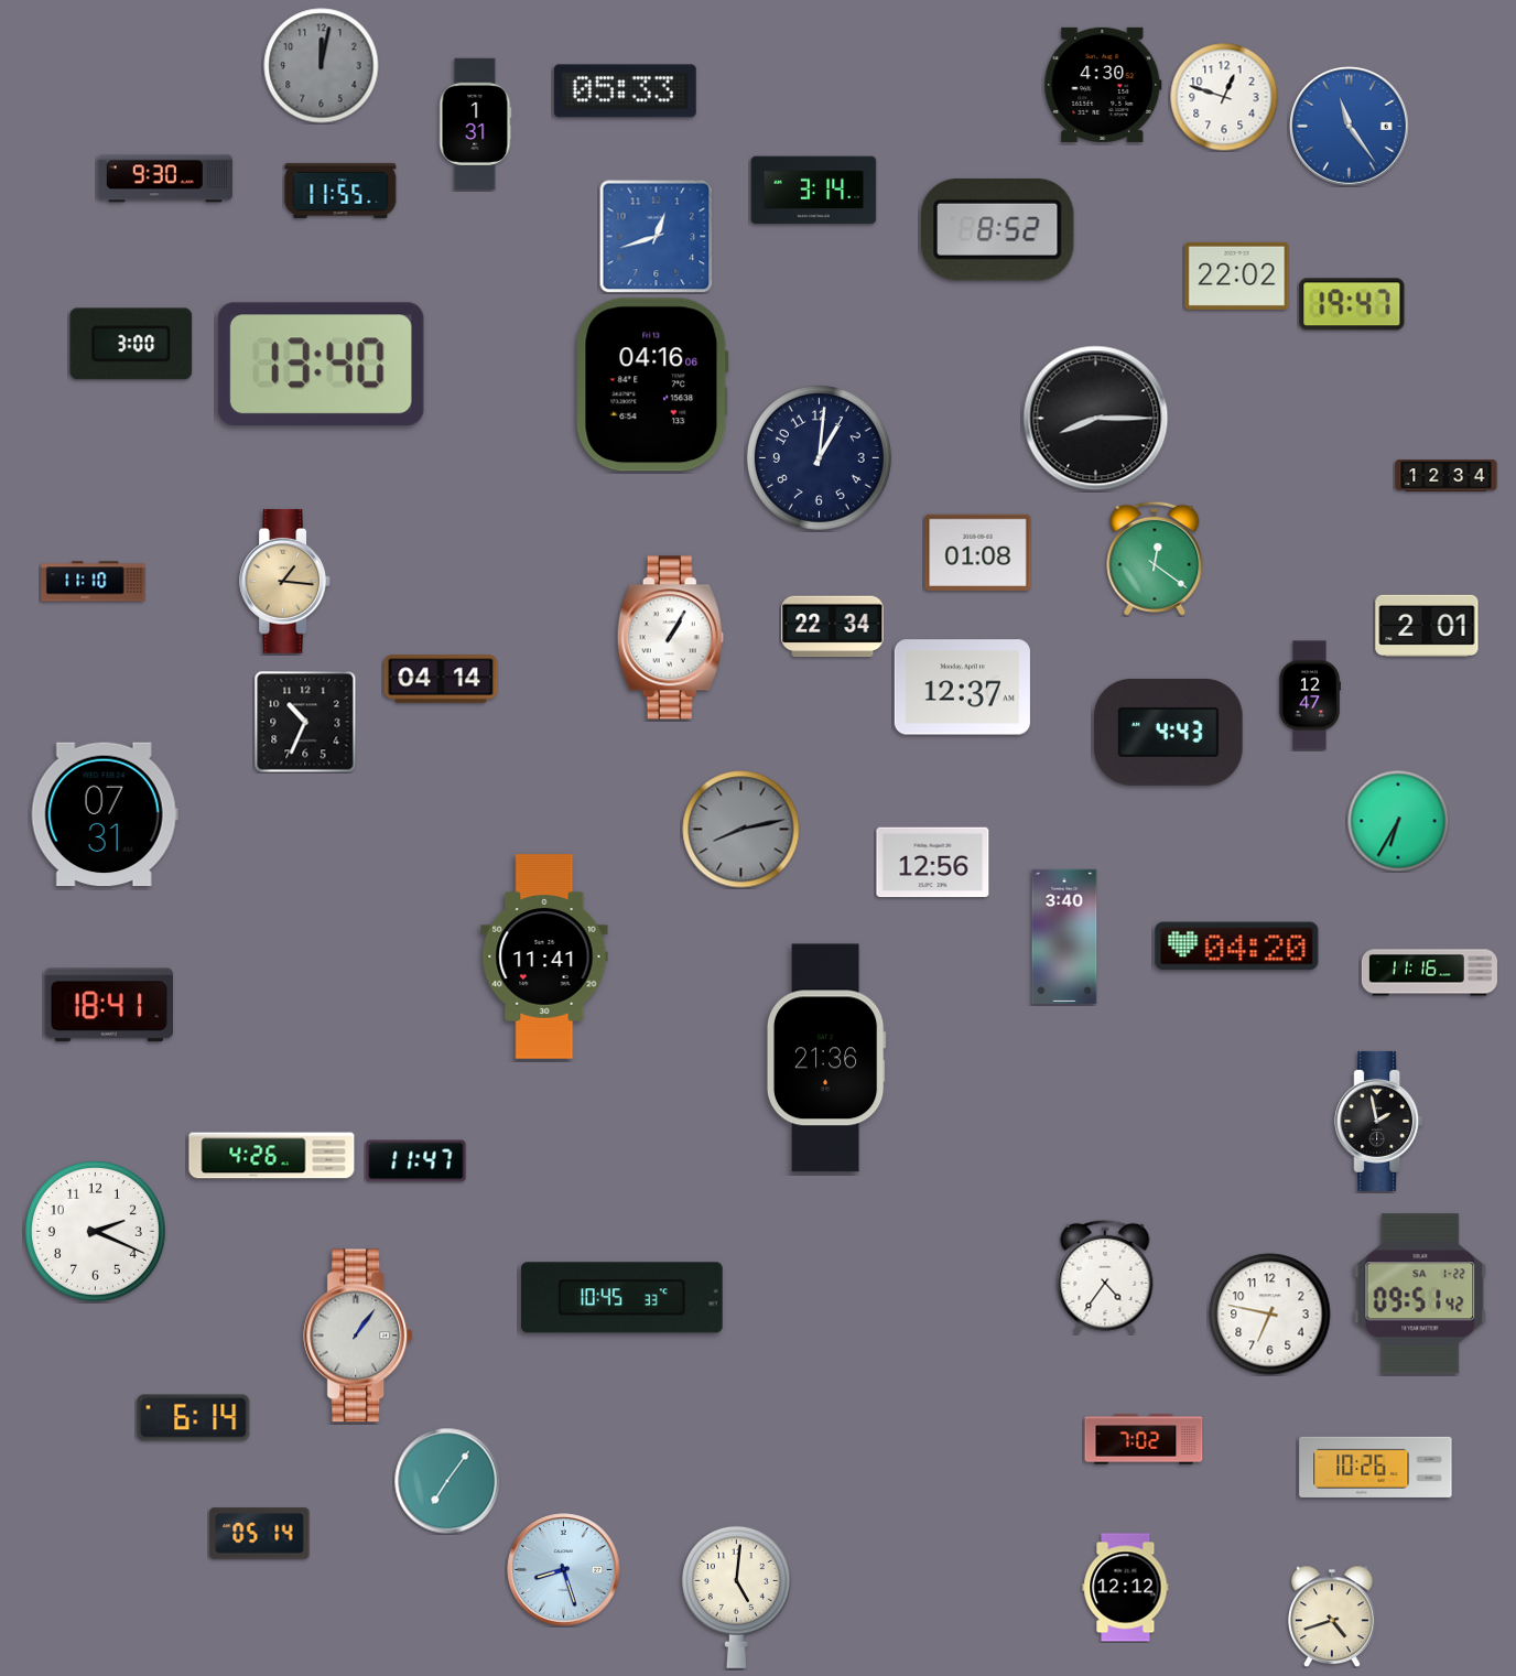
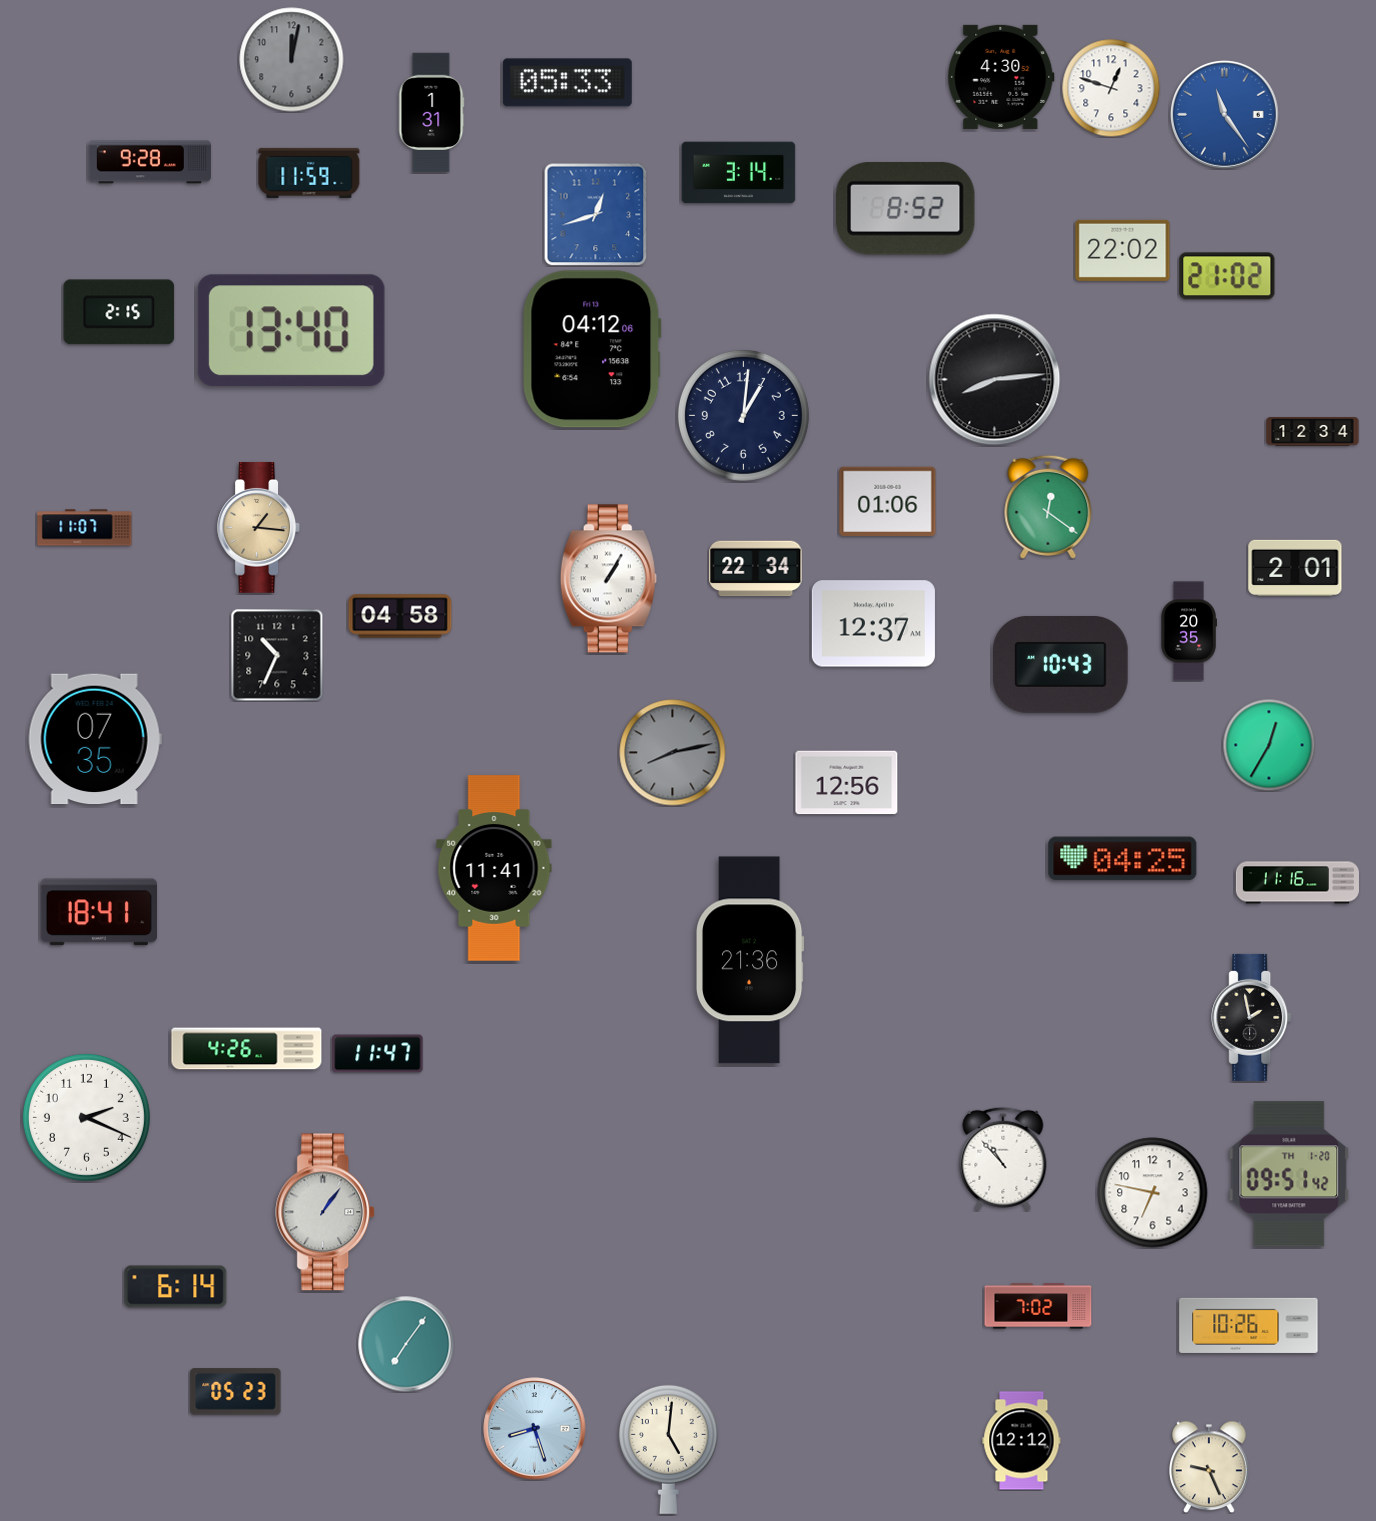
clock at (165, 179): 9:30 -> 9:28
clock at (340, 191): 11:55 -> 11:59
clock at (1352, 304): 19:47 -> 21:02
clock at (131, 344): 3:00 -> 2:15
clock at (652, 385): 04:16 -> 04:12
clock at (1096, 419): 8:15 -> 8:14
clock at (978, 552): 01:08 -> 01:06
clock at (94, 582): 11:10 -> 11:07
clock at (441, 679): 04:14 -> 04:58
clock at (1310, 695): 12:47 -> 20:35
clock at (1169, 732): 4:43 -> 10:43
clock at (105, 814): 07:31 -> 07:35
clock at (1398, 821): 6:35 -> 12:35
clock at (1064, 937): 3:40 -> none
clock at (1237, 947): 04:20 -> 04:25
clock at (1105, 1277): 4:36 -> 10:53
clock at (1420, 1294) date: SA 1-22 -> TH 1-20
clock at (621, 1298): 10:45 -> none
clock at (1376, 1467) position: (1376, 1467) -> (1249, 1325)
clock at (260, 1534): 05:14 -> 05:23
clock at (564, 1570) position: (564, 1570) -> (535, 1429)
clock at (1333, 1616): 4:42 -> 9:26
